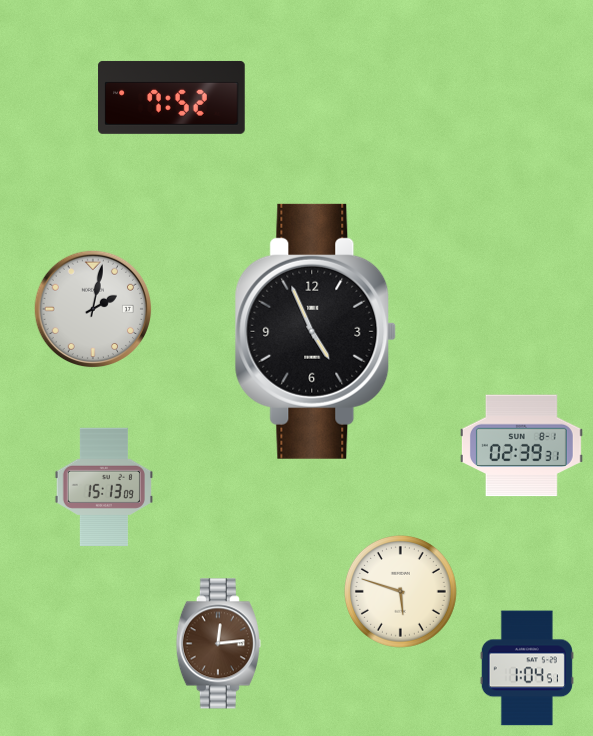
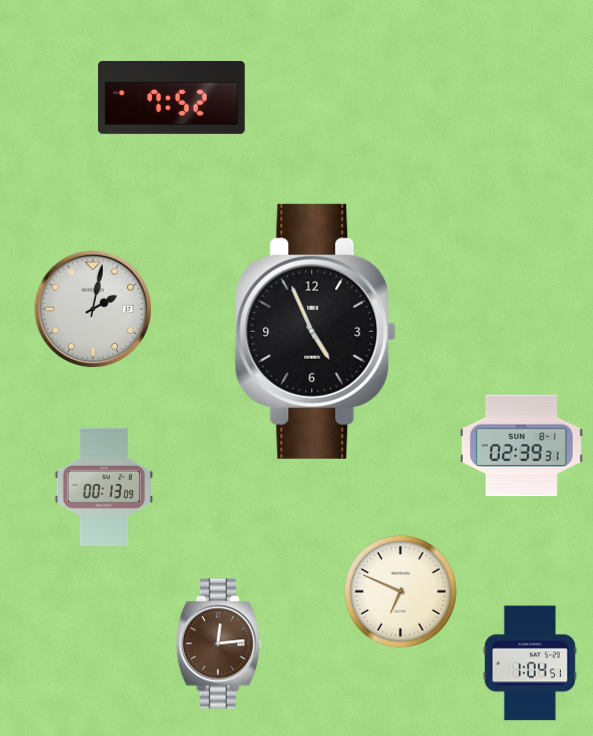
clock at (104, 487): 15:13 -> 00:13
clock at (400, 591): 5:48 -> 6:49
clock at (527, 668) position: (527, 668) -> (530, 663)
